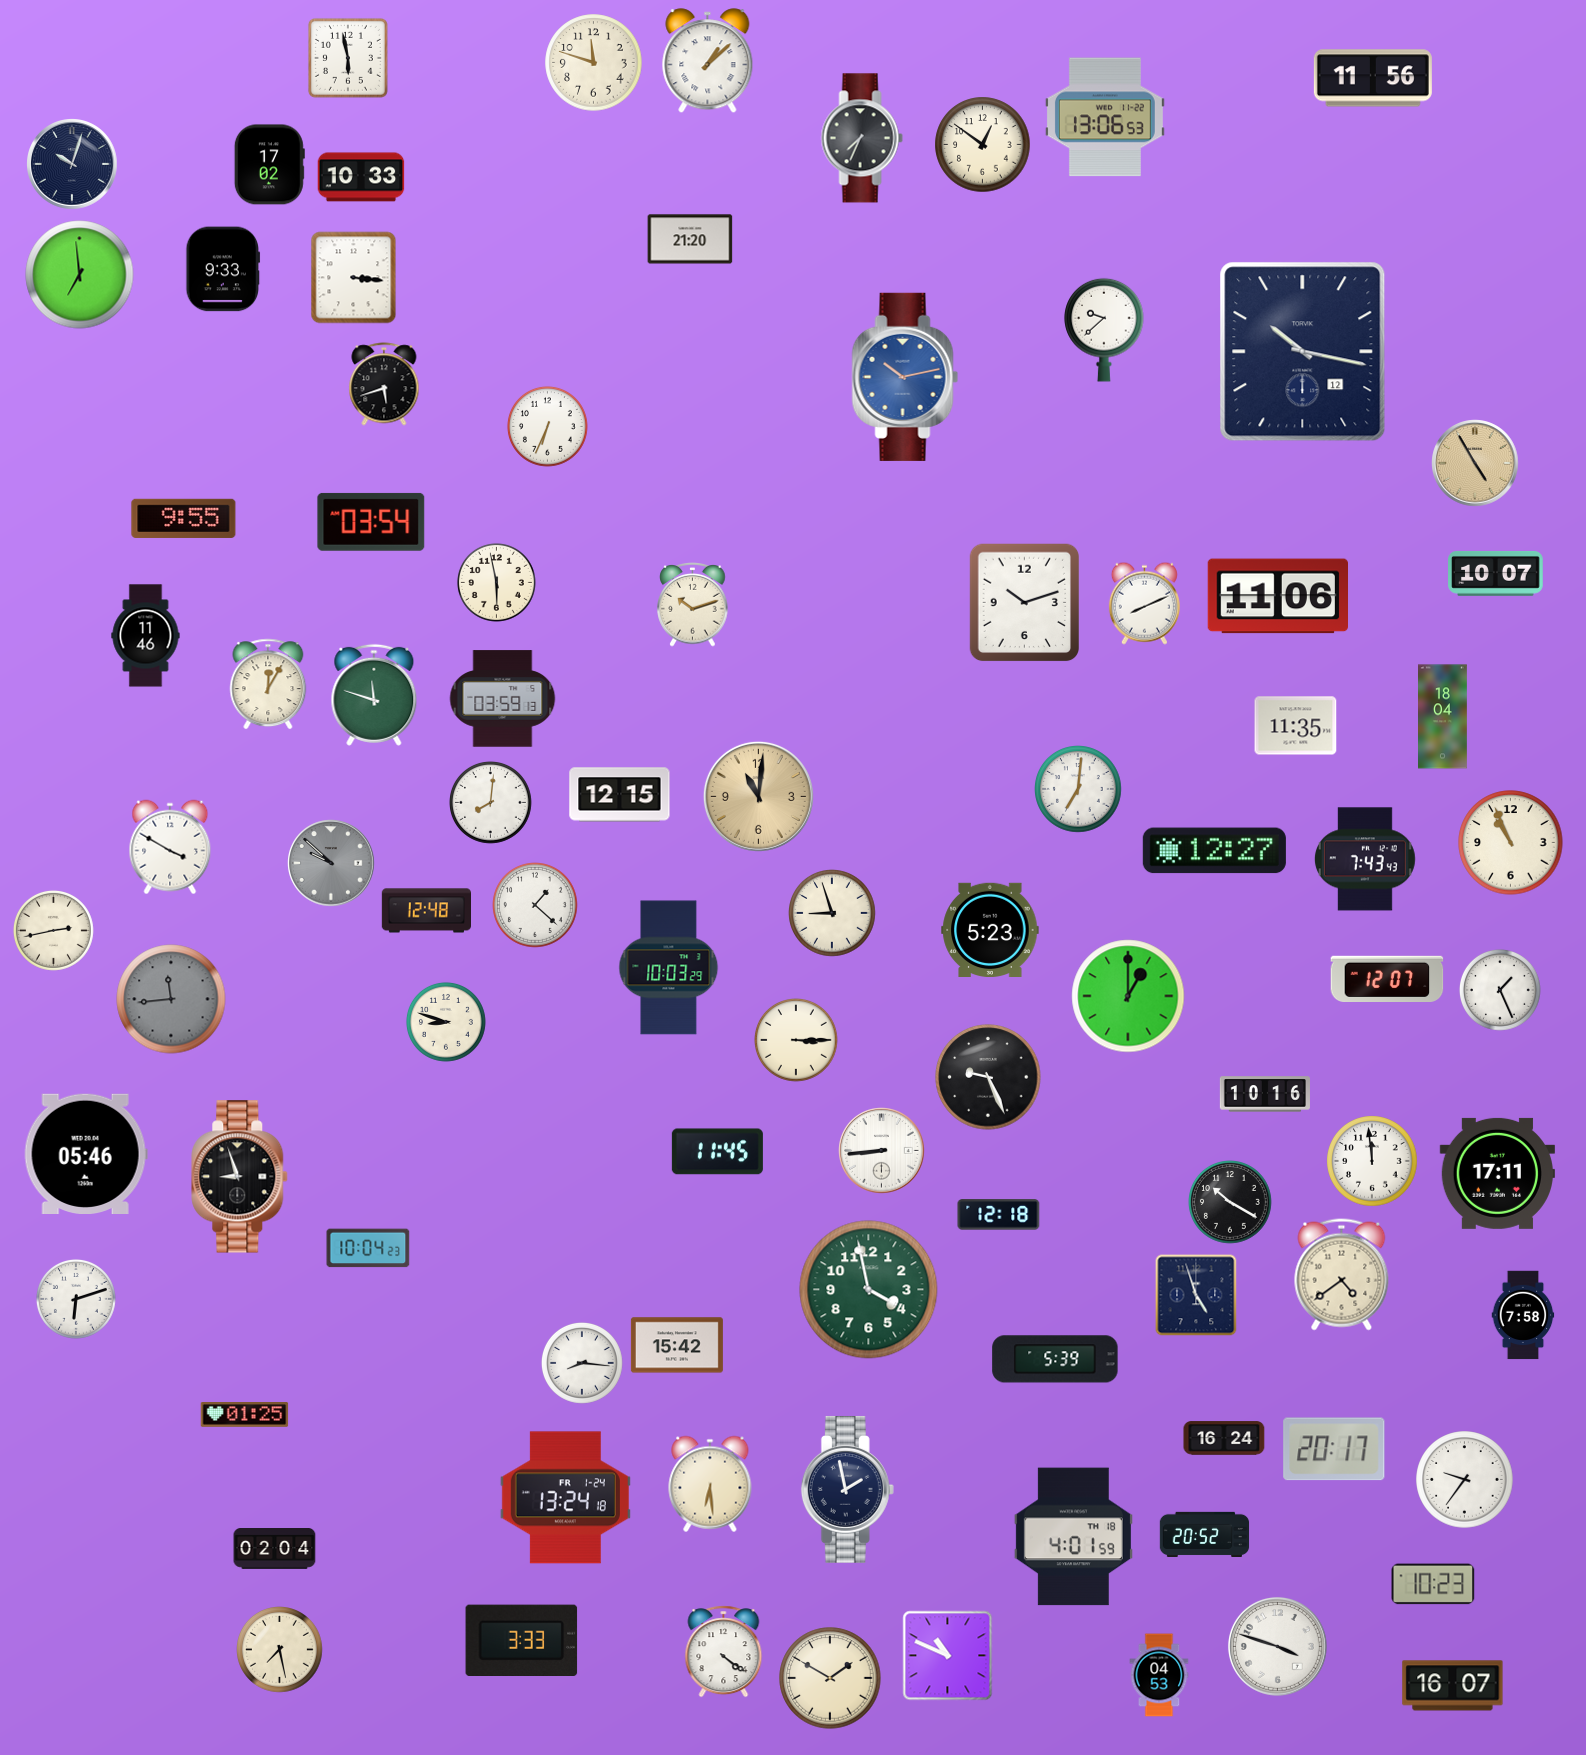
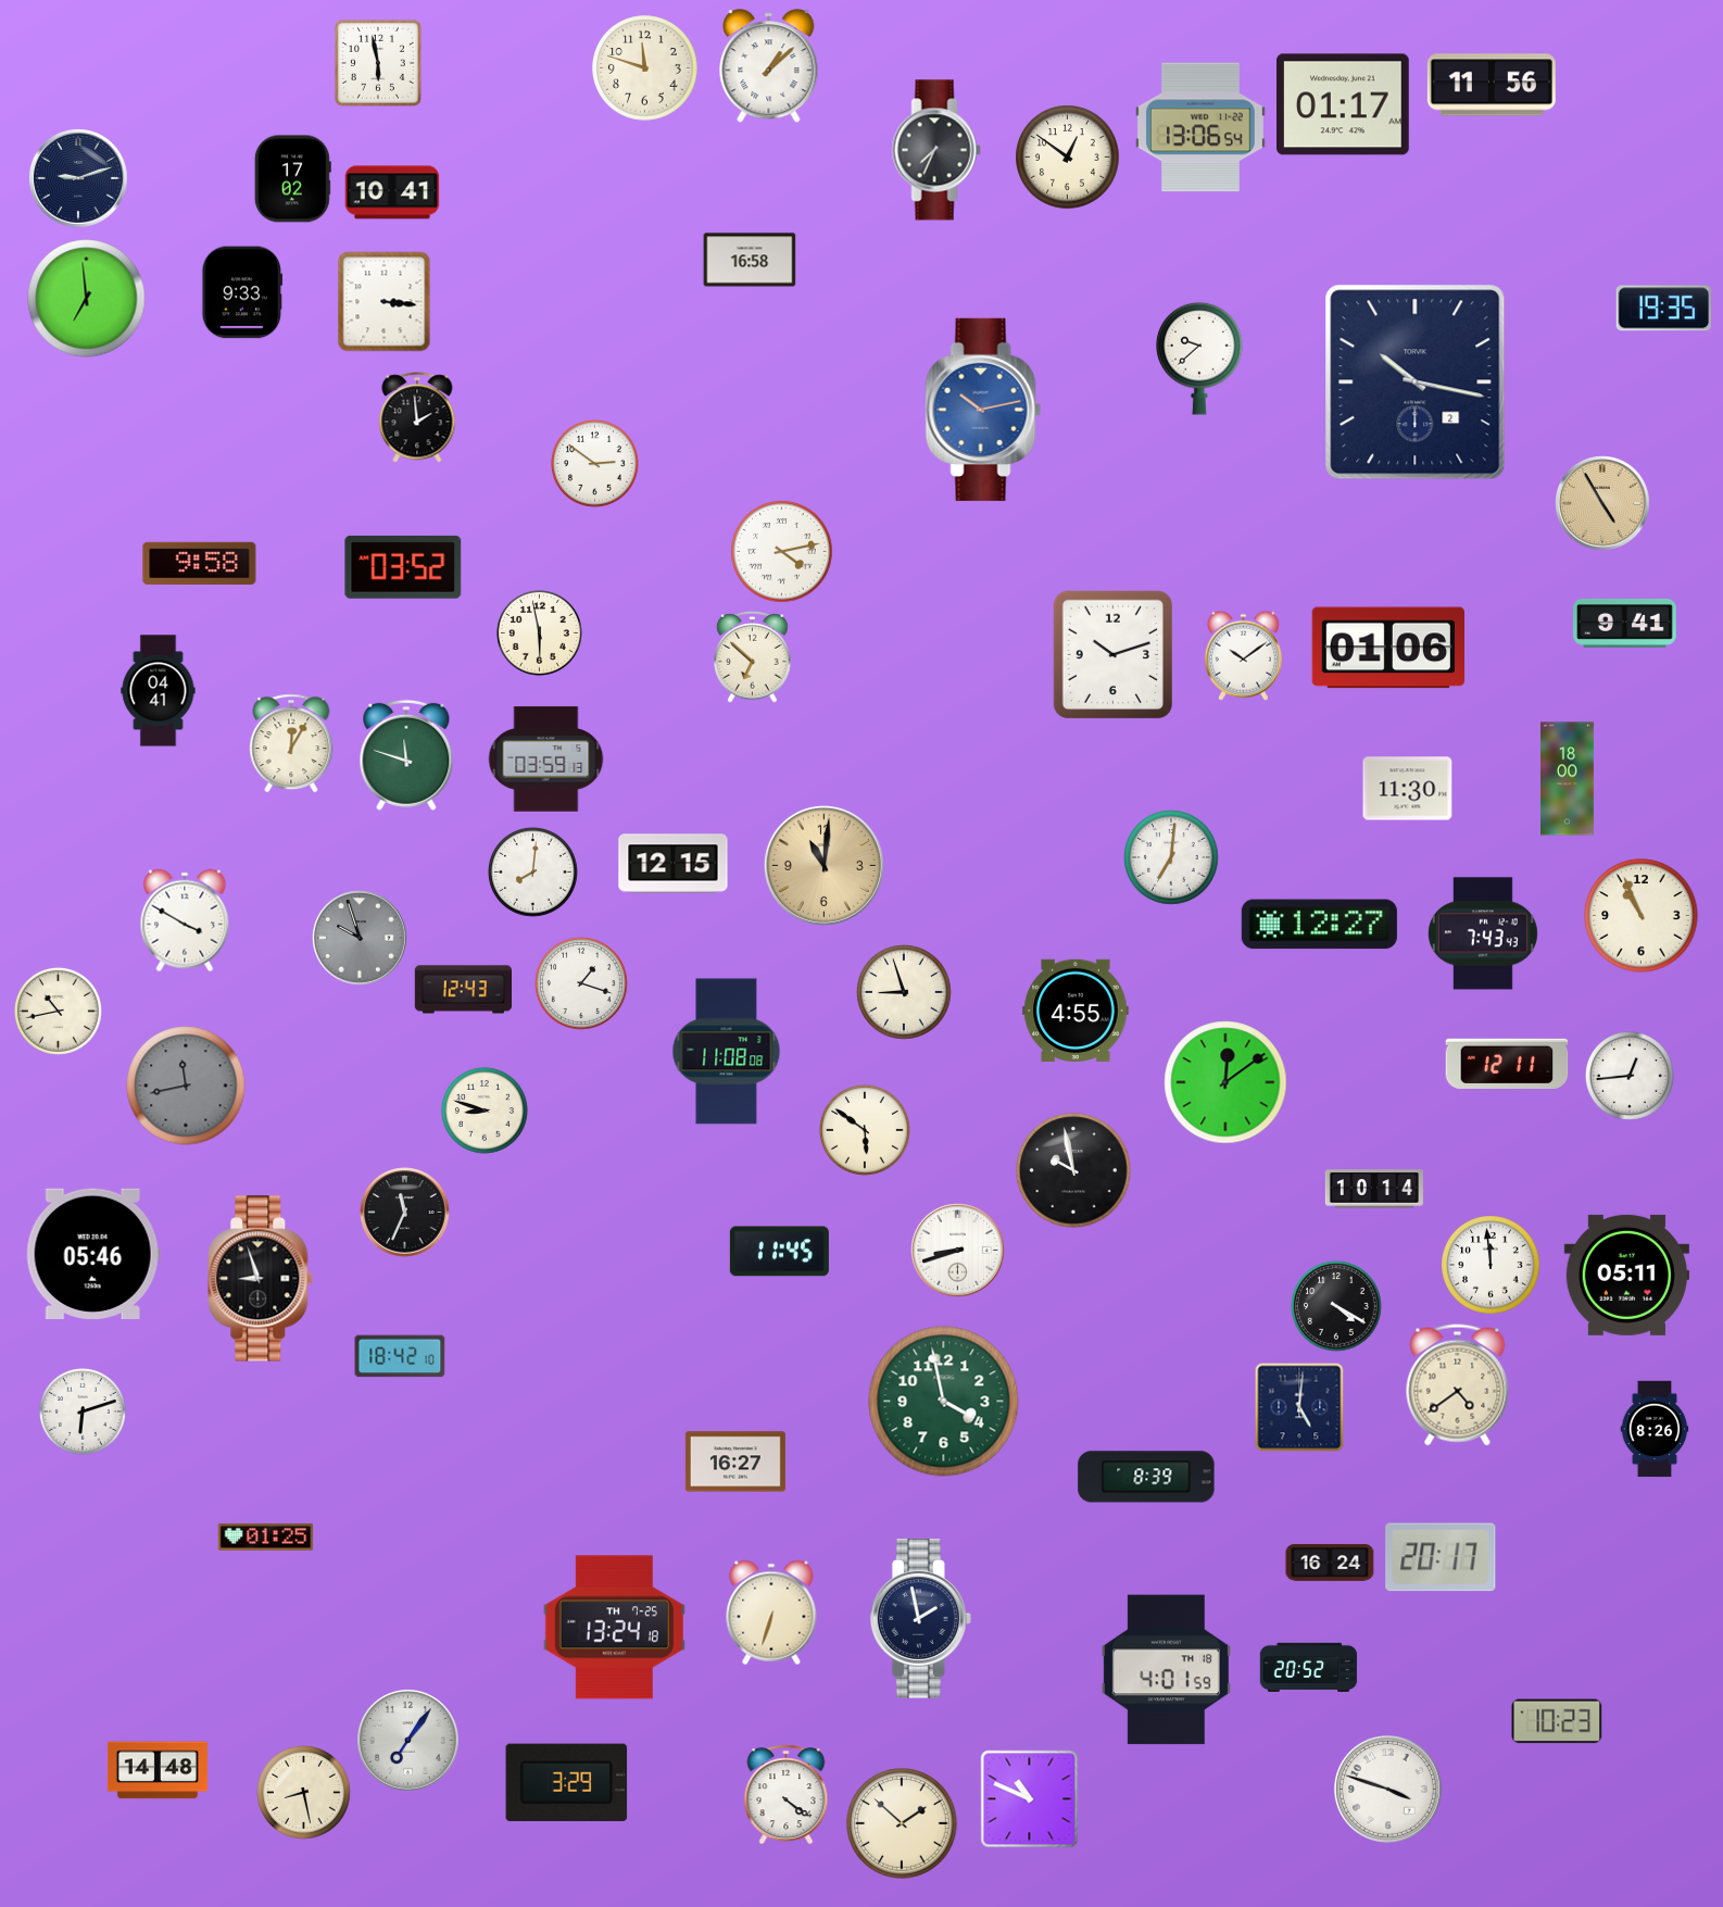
clock at (1344, 104): none -> 01:17
clock at (1105, 117): 13:06:53 -> 13:06:54
clock at (72, 164): 10:03 -> 9:12
clock at (361, 177): 10:33 -> 10:41
clock at (690, 239): 21:20 -> 16:58
clock at (1663, 309): none -> 19:35
clock at (1303, 352) date: 12 -> 2
clock at (384, 384): 5:42 -> 1:59
clock at (547, 426): 6:34 -> 2:51
clock at (782, 552): none -> 4:13
clock at (184, 518): 9:55 -> 9:58
clock at (371, 522): 03:54 -> 03:52
clock at (1496, 574): 10:07 -> 9:41
clock at (1277, 596): 11:06 -> 01:06
clock at (1144, 603): 8:11 -> 10:09
clock at (693, 605): 10:12 -> 6:52
clock at (146, 636): 11:46 -> 04:41
clock at (1443, 717): 18:04 -> 18:00
clock at (1296, 726): 11:35 -> 11:30
clock at (331, 863): 9:52 -> 9:57
clock at (536, 906): 1:22 -> 1:18
clock at (426, 911): 12:48 -> 12:43
clock at (53, 930): 2:43 -> 10:43
clock at (990, 930): 5:23 -> 4:55
clock at (669, 968): 10:03 -> 11:08
clock at (1387, 978): 12:07 -> 12:11
clock at (1500, 990): 1:26 -> 12:44
clock at (1128, 996): 1:00 -> 12:09
clock at (171, 999): 11:44 -> 11:43
clock at (797, 1041): 3:15 -> 5:51
clock at (988, 1077): 9:26 -> 9:58
clock at (1265, 1094): 10:16 -> 10:14
clock at (405, 1213): none -> 11:34
clock at (882, 1151): 8:44 -> 8:42
clock at (1372, 1161) position: (1372, 1161) -> (1491, 1265)
clock at (1497, 1173): 17:11 -> 05:11
clock at (1231, 1203): 10:20 -> 4:20
clock at (999, 1215): 12:18 -> none
clock at (368, 1248): 10:04 -> 18:42
clock at (1196, 1295): 4:57 -> 5:01
clock at (1523, 1315): 7:58 -> 8:26
clock at (677, 1345): 15:42 -> 16:27
clock at (1055, 1359): 5:39 -> 8:39
clock at (582, 1363): 8:16 -> none
clock at (1334, 1449) position: (1334, 1449) -> (1441, 1557)
clock at (1465, 1480): 9:36 -> none
clock at (710, 1484): 6:29 -> 6:33
clock at (565, 1498) date: FR 1-24 -> TH 7-25
clock at (275, 1549): 02:04 -> none
clock at (408, 1741): none -> 7:06
clock at (158, 1770): none -> 14:48
clock at (522, 1640): 3:33 -> 3:29
clock at (280, 1650): 7:28 -> 8:28
clock at (1159, 1675): 04:53 -> none
clock at (830, 1678): 1:50 -> 1:52
clock at (1453, 1686): 16:07 -> none
